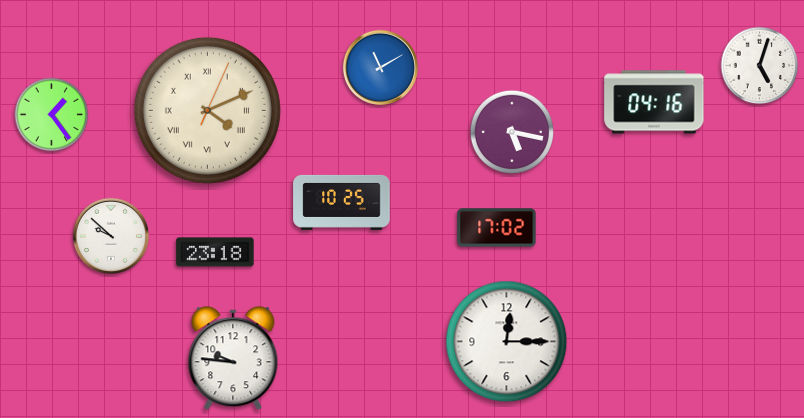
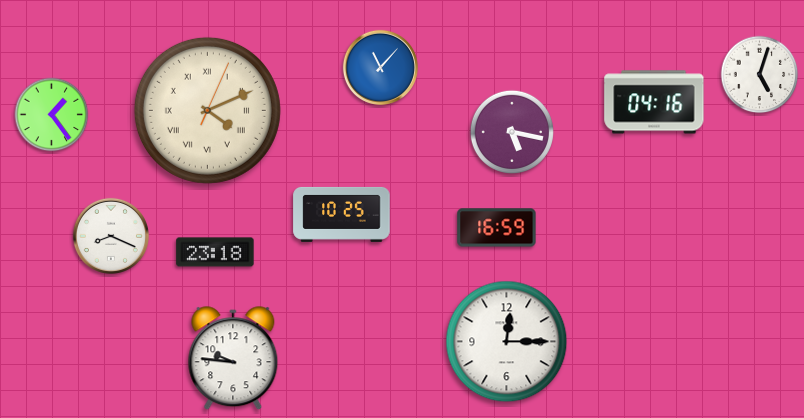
clock at (760, 66) position: (760, 66) -> (760, 75)
clock at (380, 67): 11:10 -> 11:07
clock at (342, 202) position: (342, 202) -> (342, 214)
clock at (497, 228): 17:02 -> 16:59
clock at (111, 236): 9:52 -> 8:19
